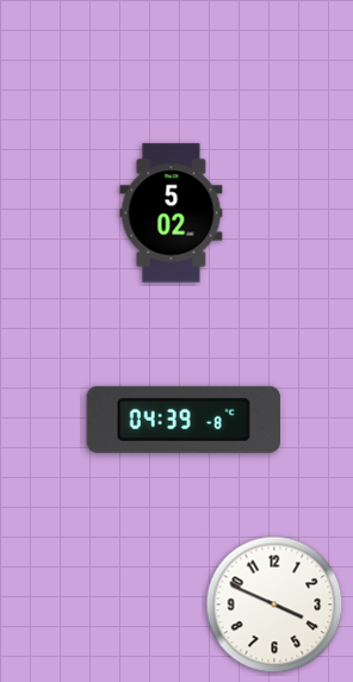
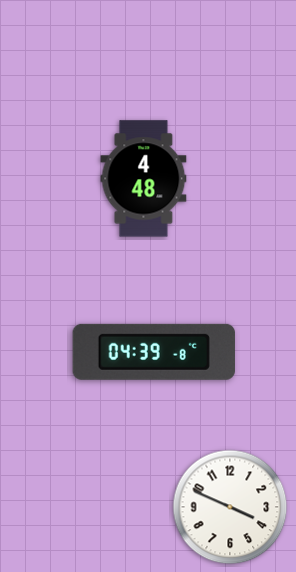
clock at (172, 213): 5:02 -> 4:48
